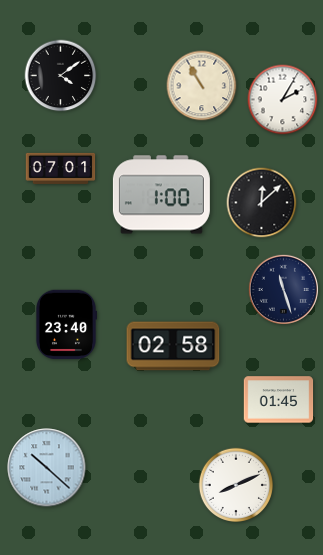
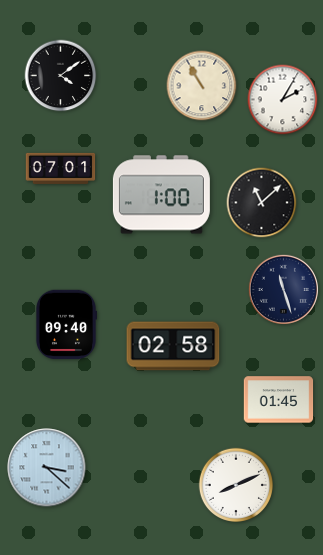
clock at (262, 203): 12:08 -> 11:08
clock at (65, 325): 23:40 -> 09:40
clock at (47, 468): 10:22 -> 3:22
